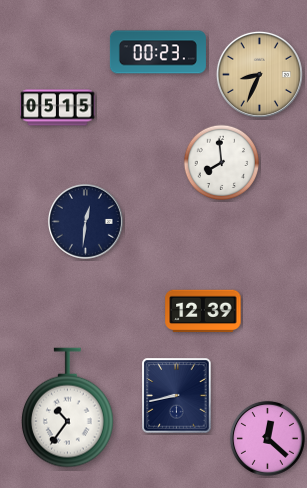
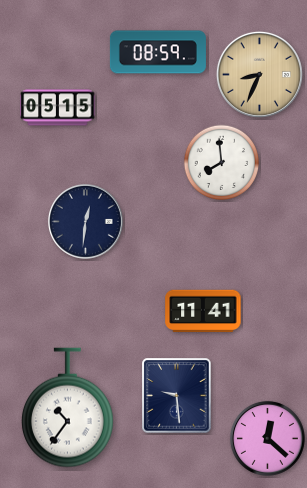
clock at (158, 52): 00:23 -> 08:59
clock at (203, 311): 12:39 -> 11:41
clock at (177, 396): 8:43 -> 9:29
